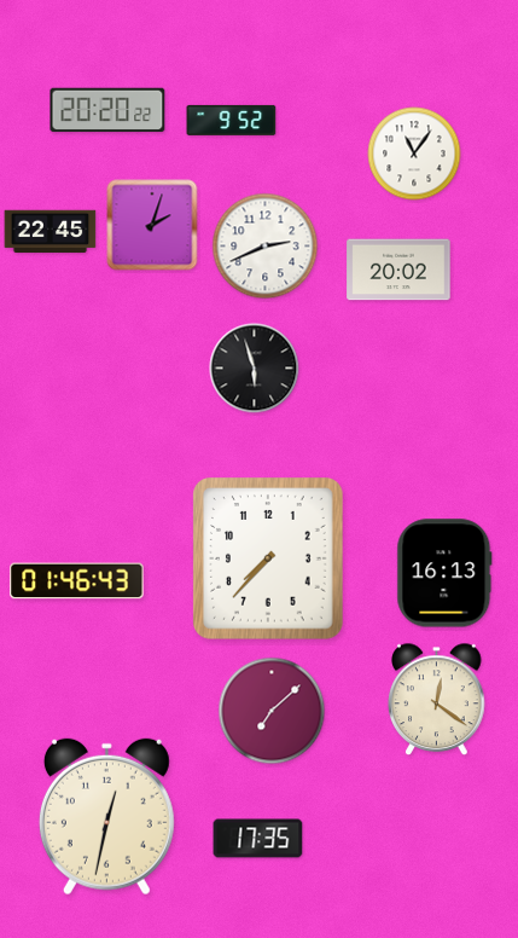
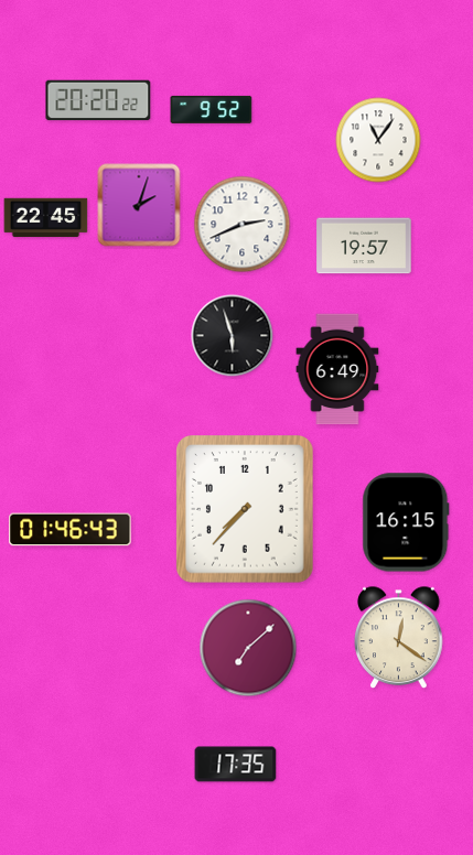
clock at (51, 232) position: (51, 232) -> (46, 218)
clock at (398, 270): 20:02 -> 19:57
clock at (337, 369): none -> 6:49
clock at (444, 573): 16:13 -> 16:15
clock at (106, 817): 12:32 -> none
